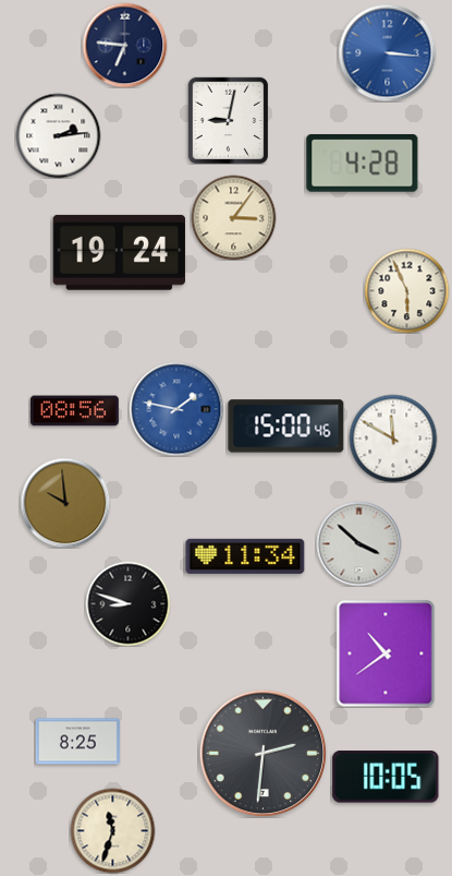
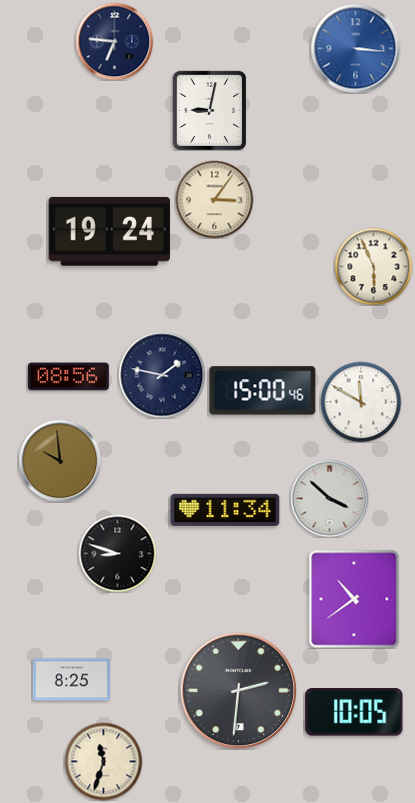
clock at (58, 135): 2:14 -> none
clock at (363, 164): 4:28 -> none
clock at (176, 409) dial: blue -> navy
clock at (262, 753) position: (262, 753) -> (238, 690)
